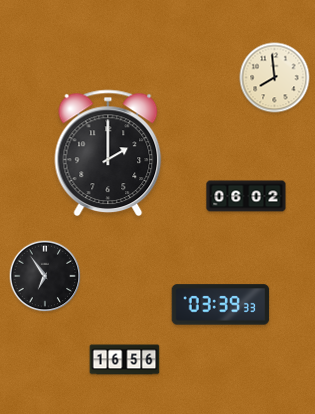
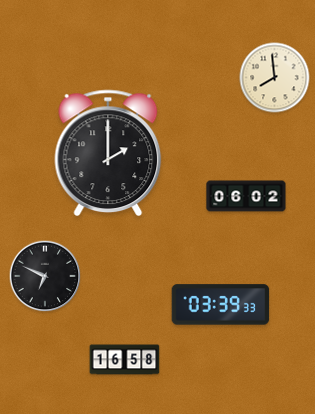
clock at (45, 276): 6:54 -> 6:49
clock at (125, 360): 16:56 -> 16:58
